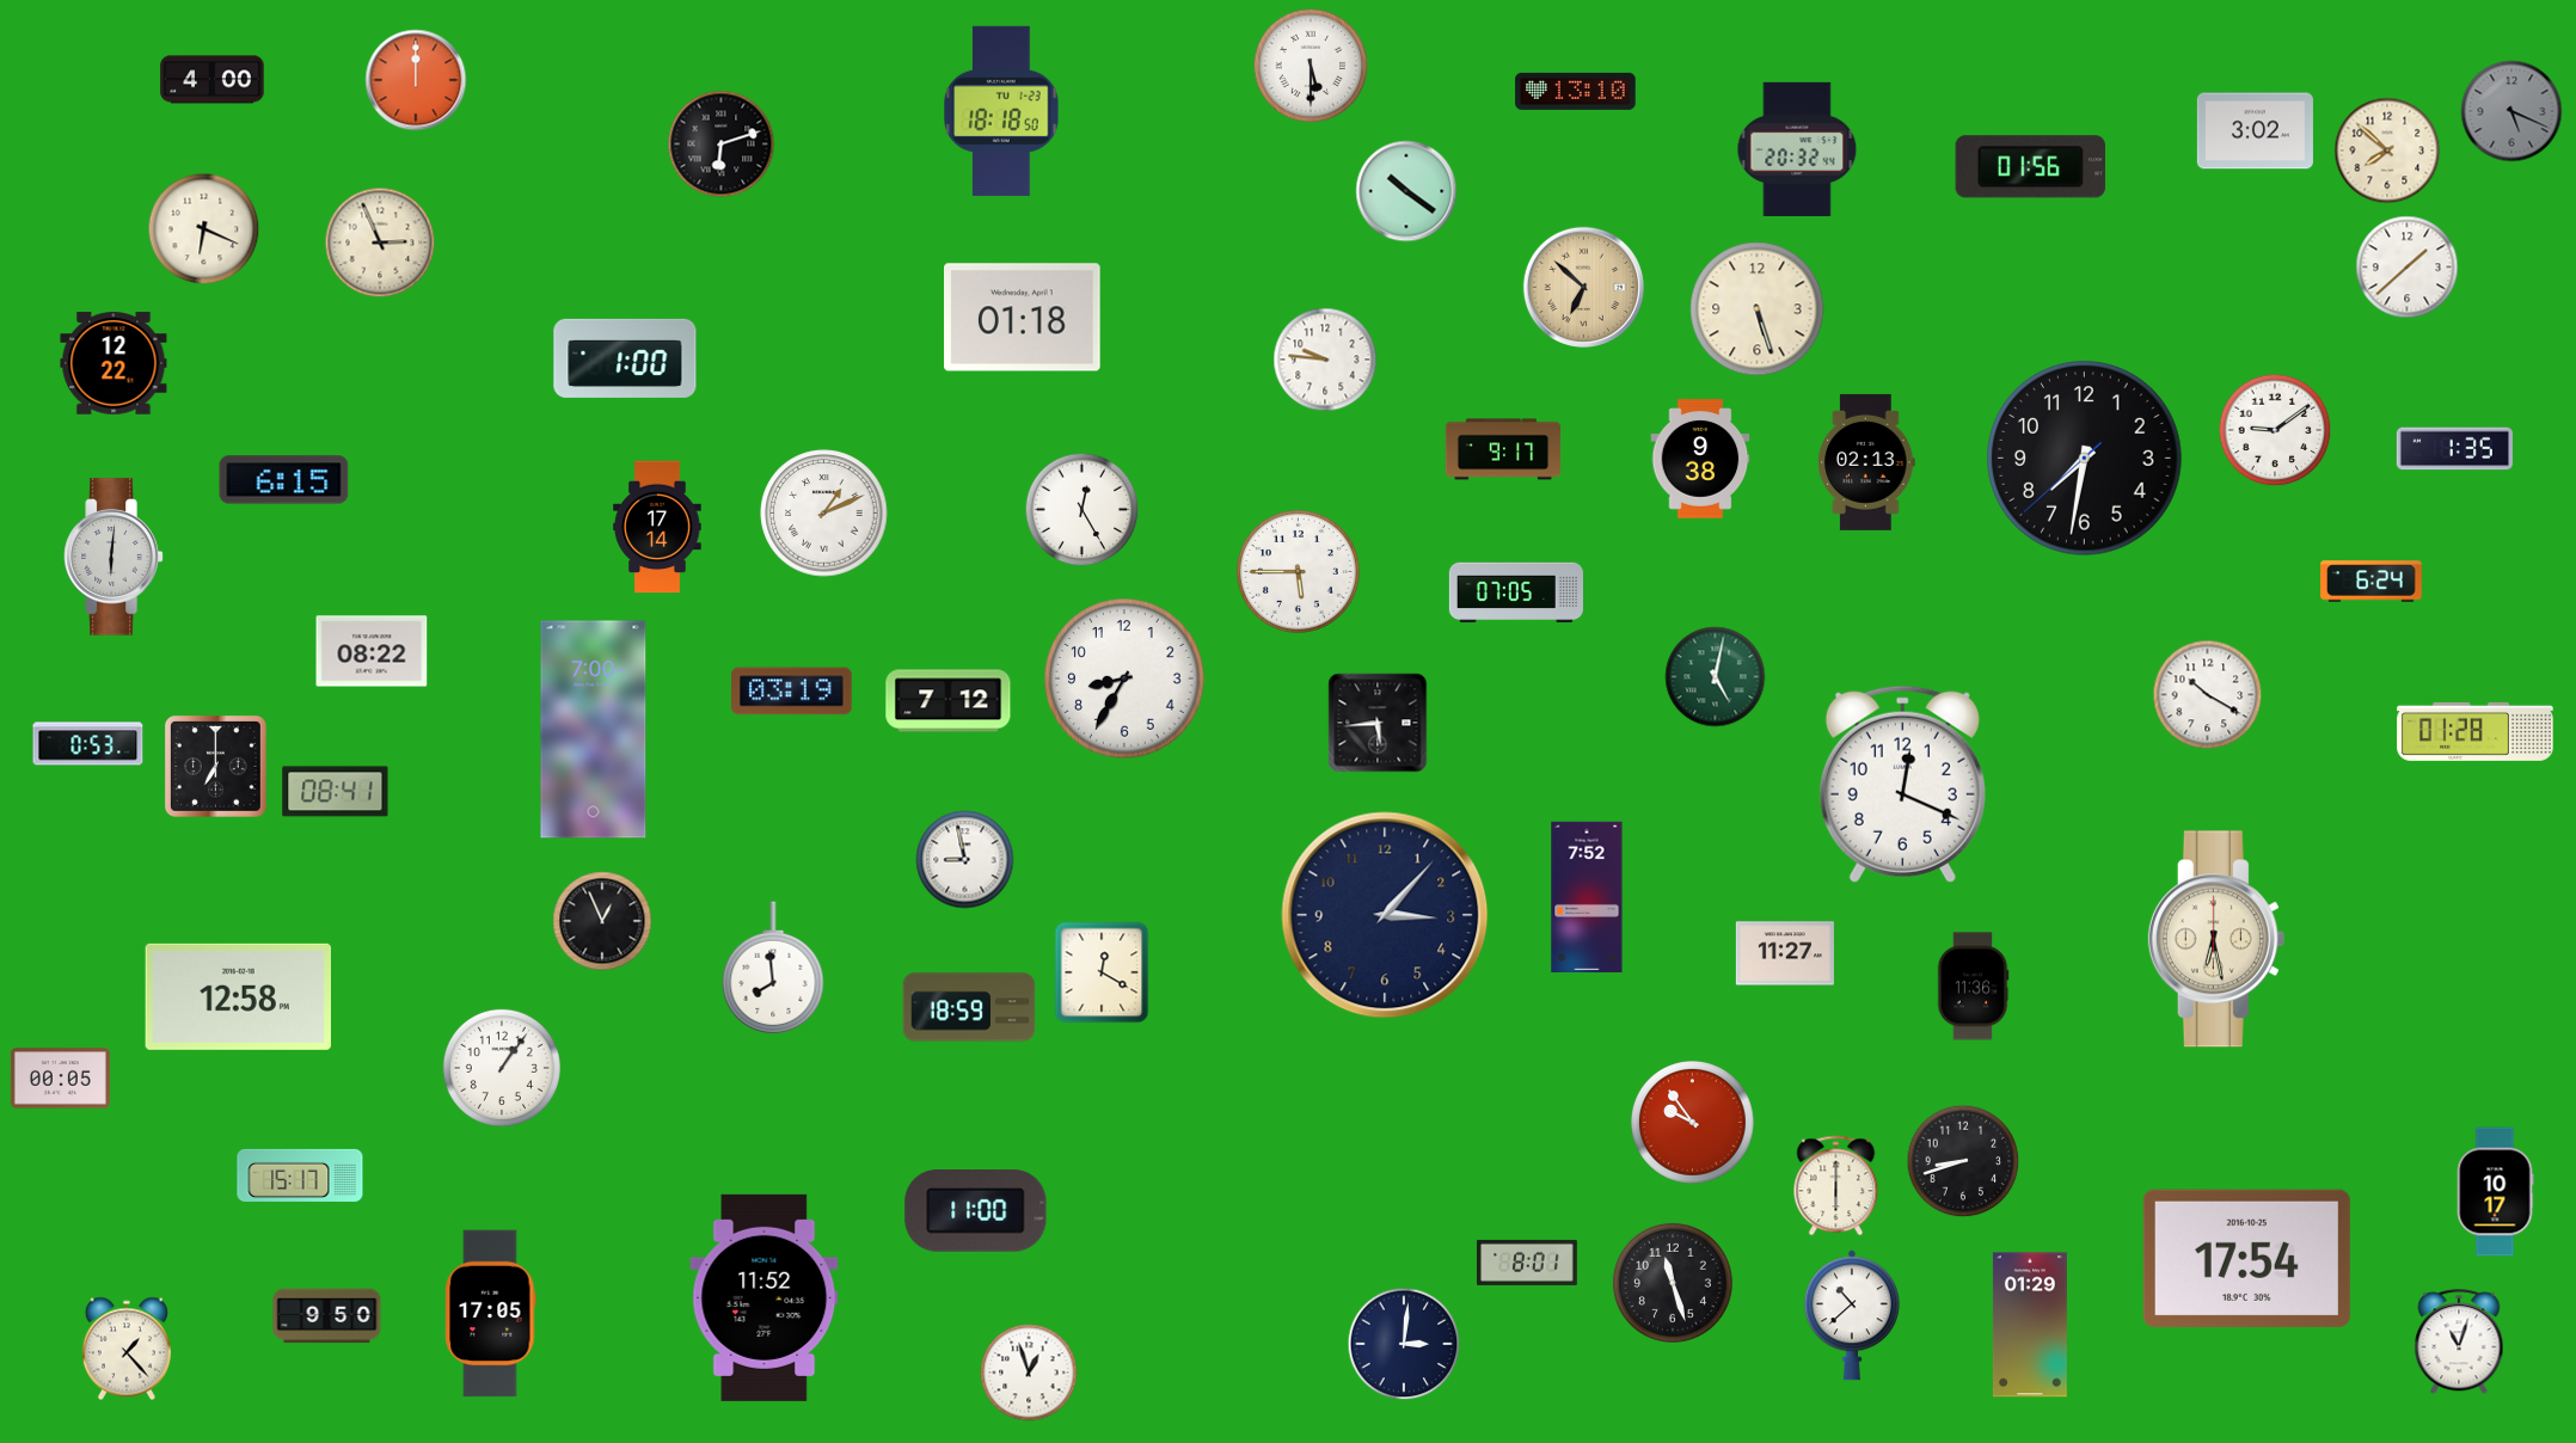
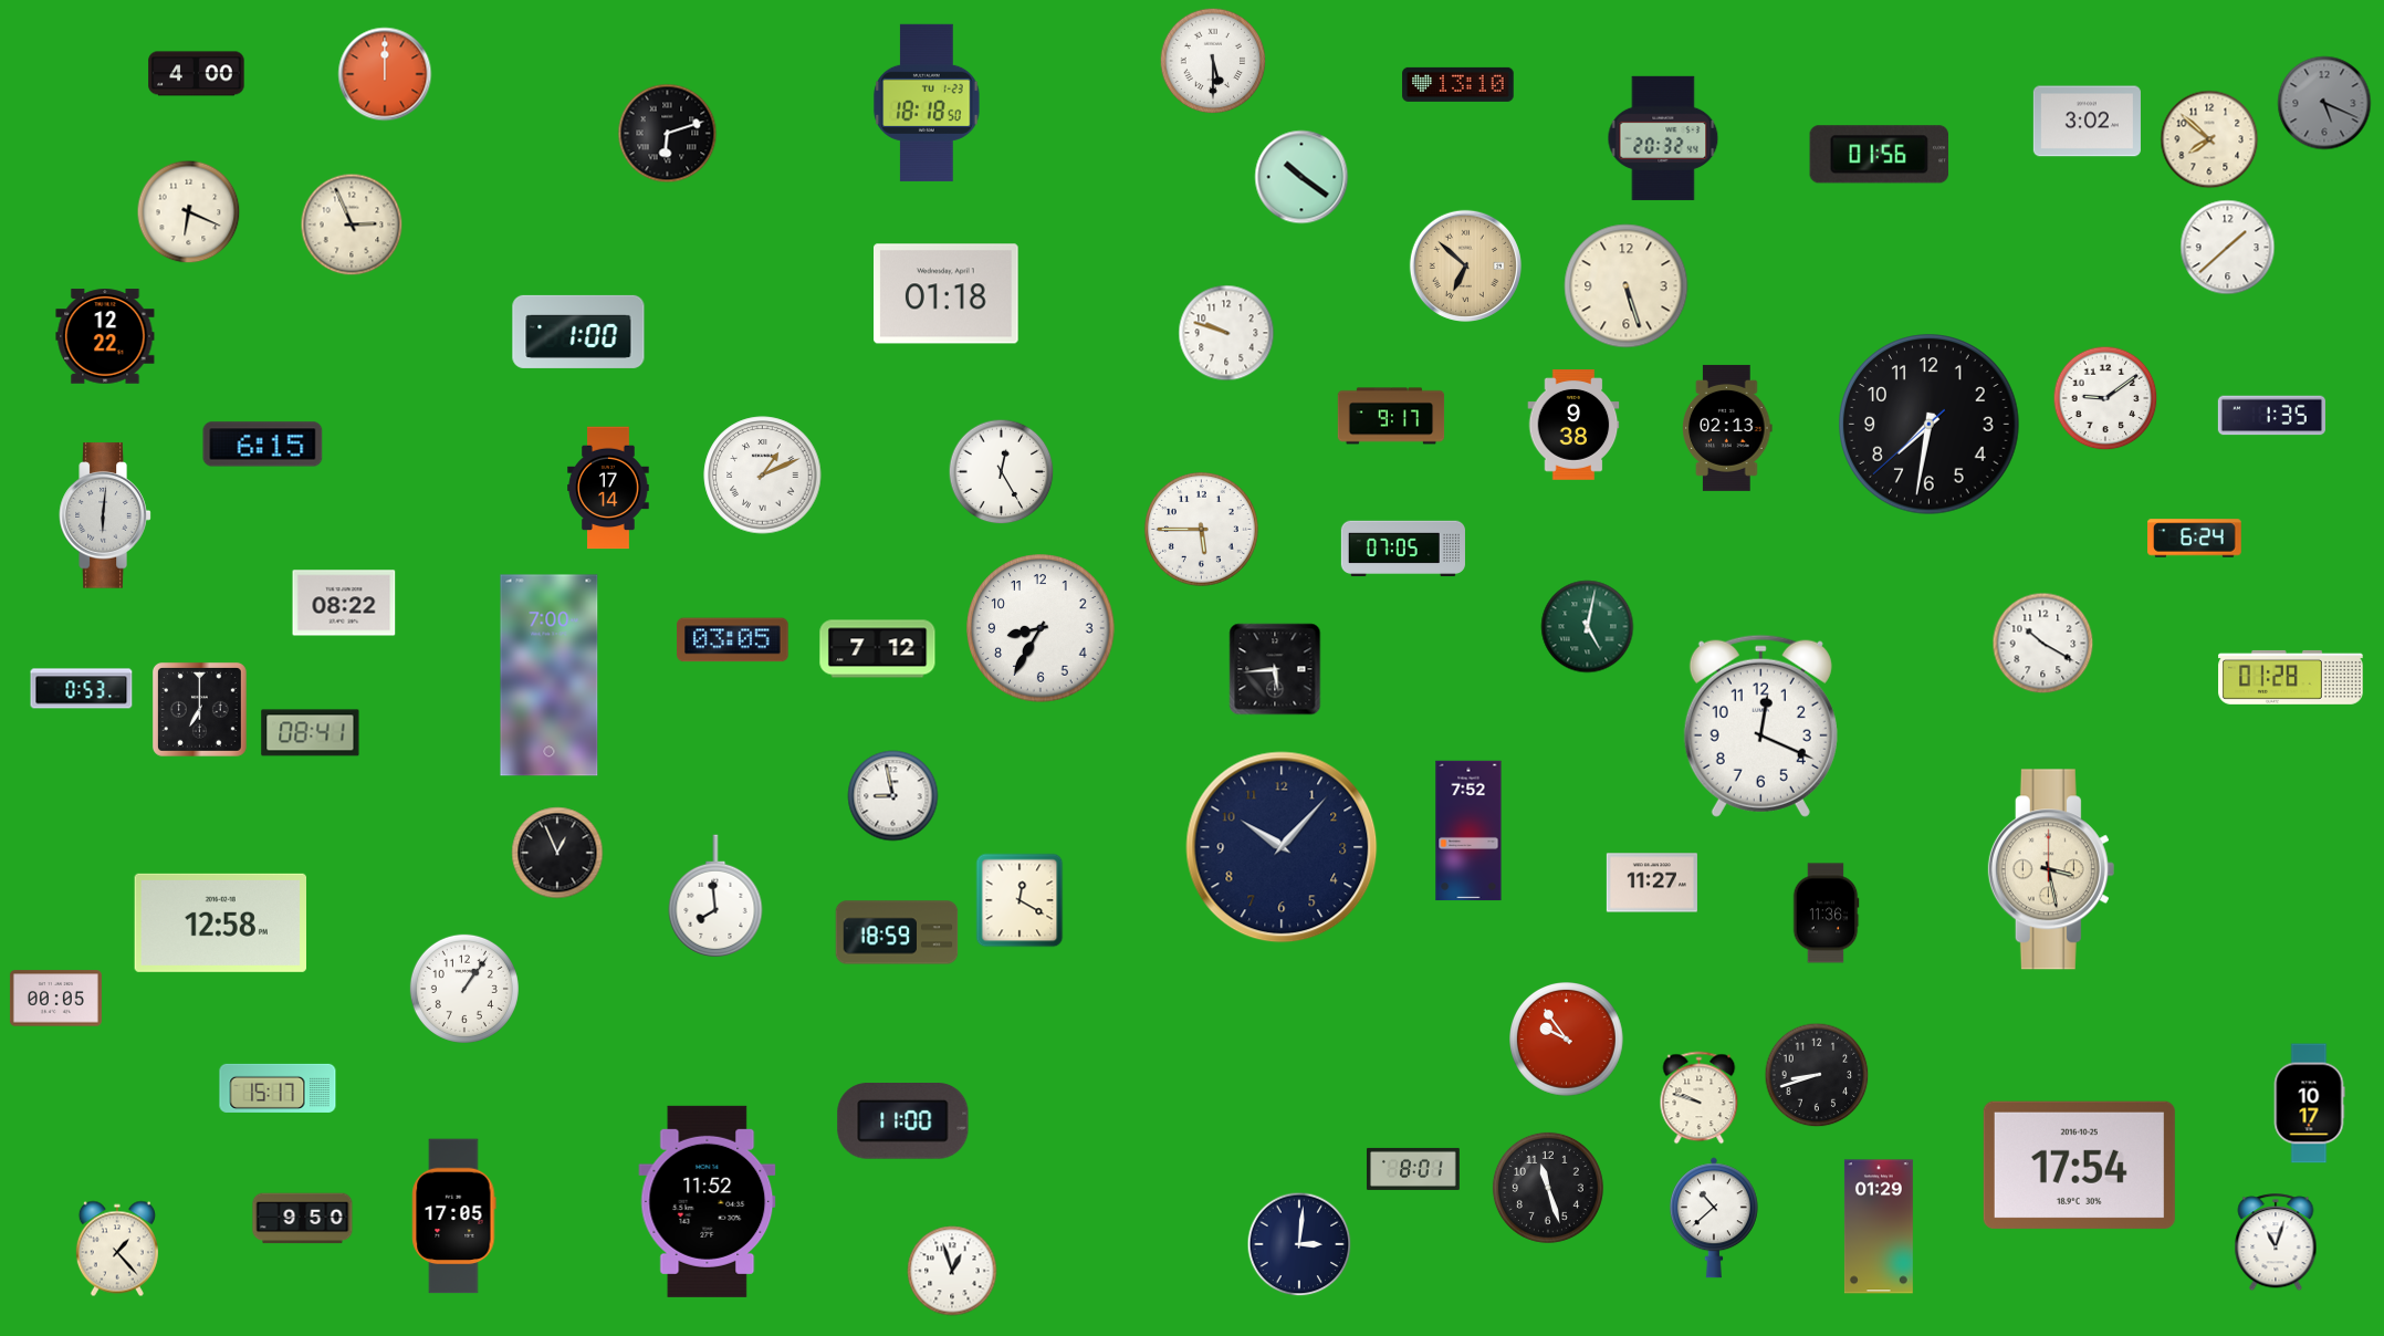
clock at (1325, 360): 9:46 -> 9:48
clock at (792, 692): 03:19 -> 03:05
clock at (1385, 915): 3:07 -> 10:07
clock at (2216, 939): 6:28 -> 3:28
clock at (1836, 1186): 6:00 -> 9:48
